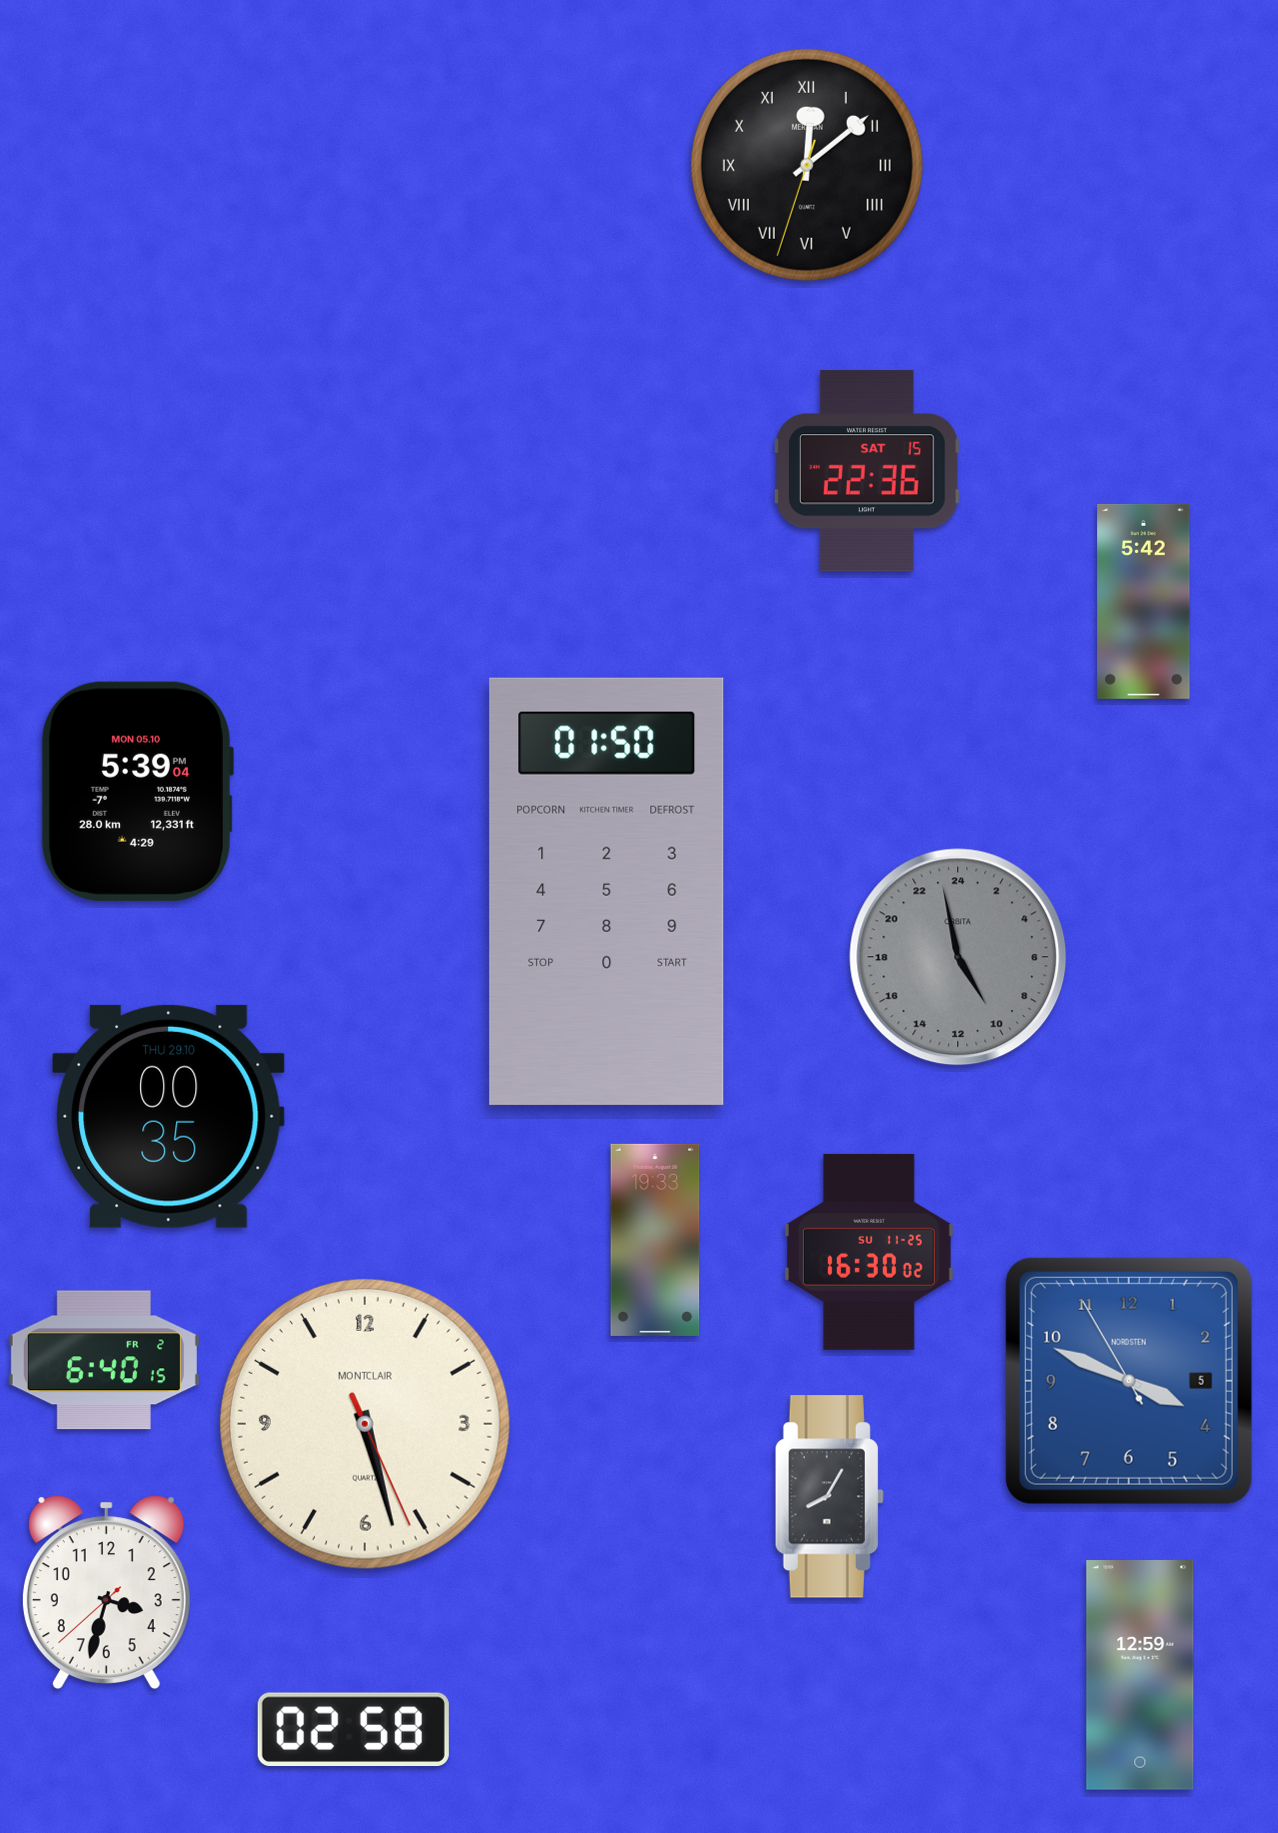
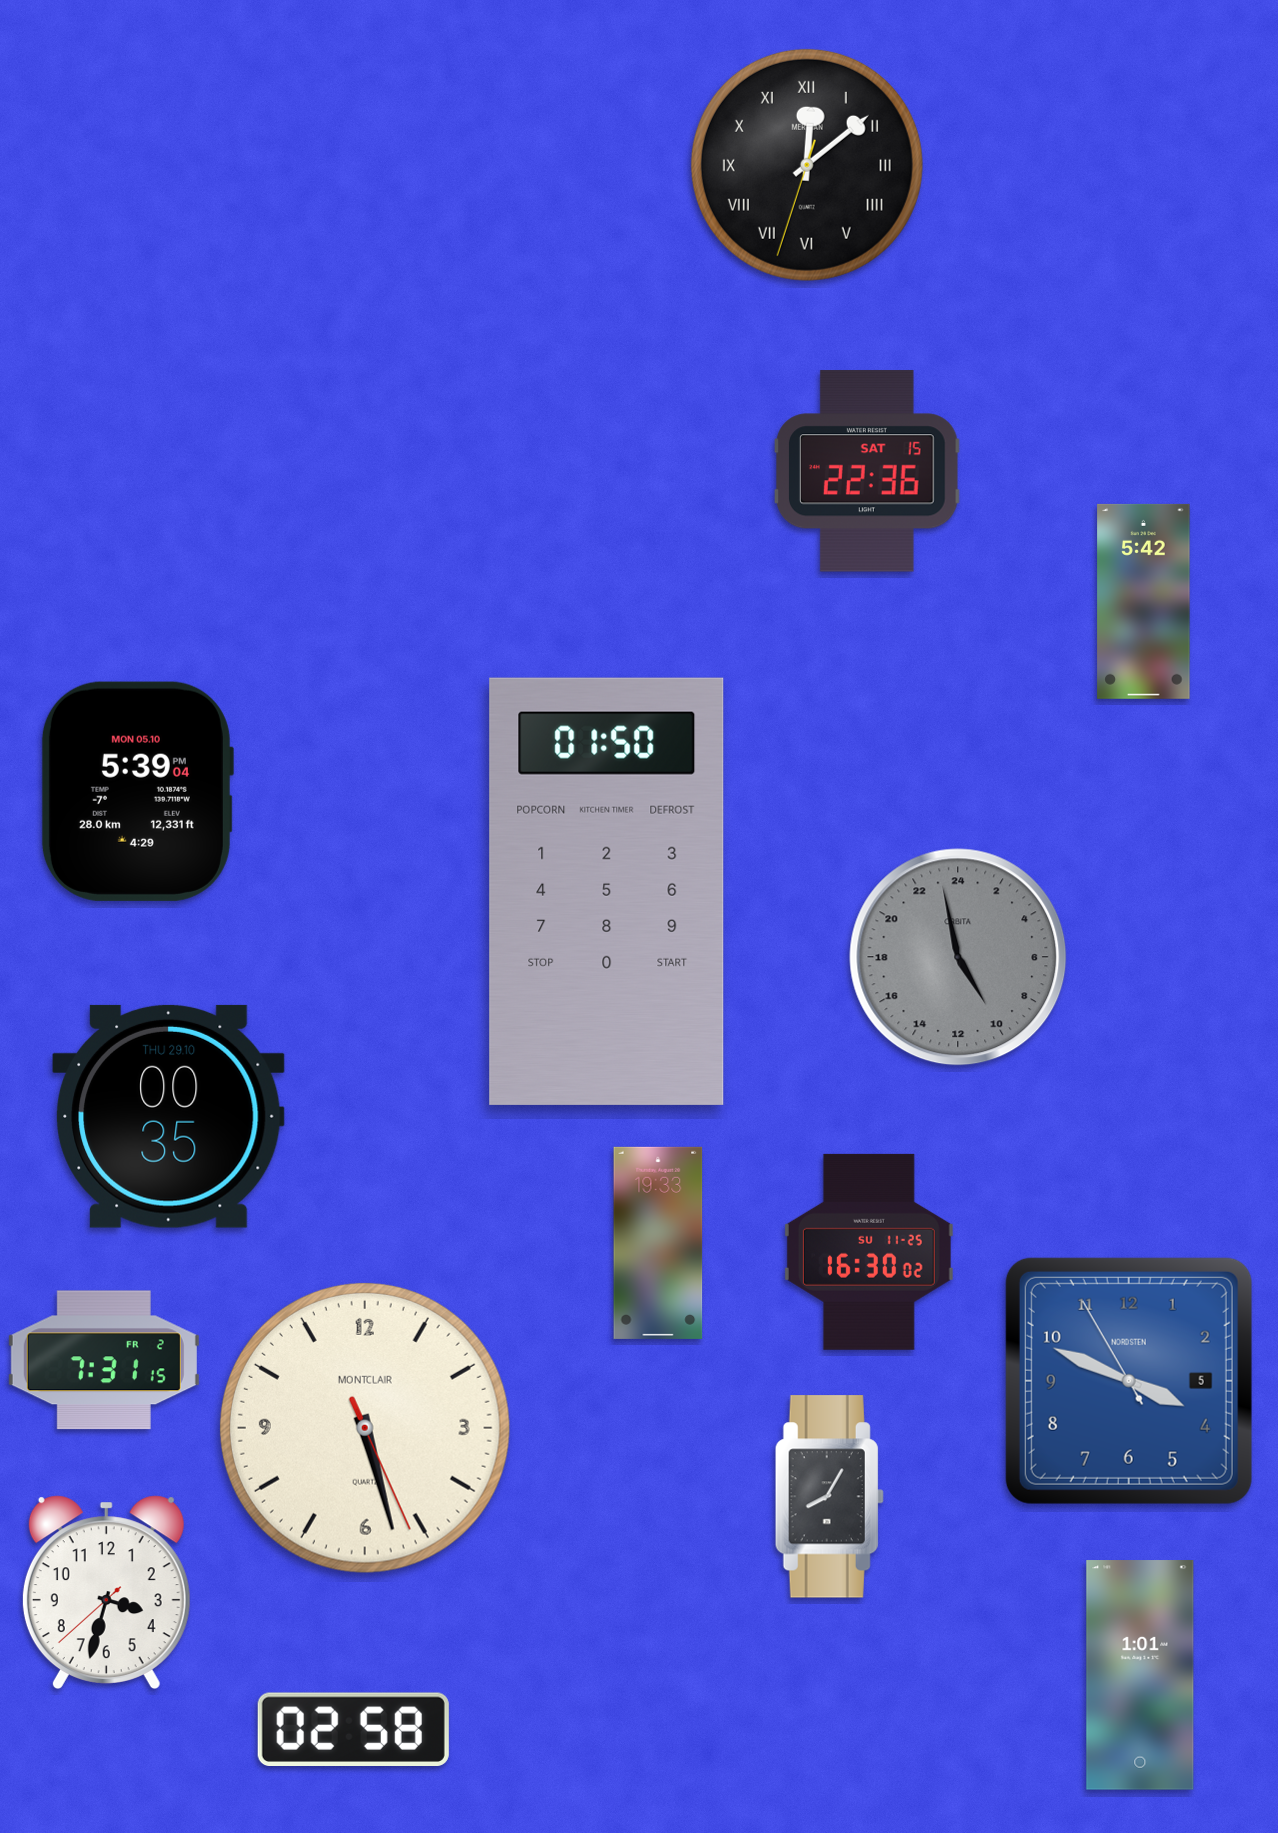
clock at (655, 1240) position: (655, 1240) -> (658, 1243)
clock at (104, 1360): 6:40 -> 7:31
clock at (365, 1424) position: (365, 1424) -> (365, 1428)
clock at (1140, 1675): 12:59 -> 1:01
